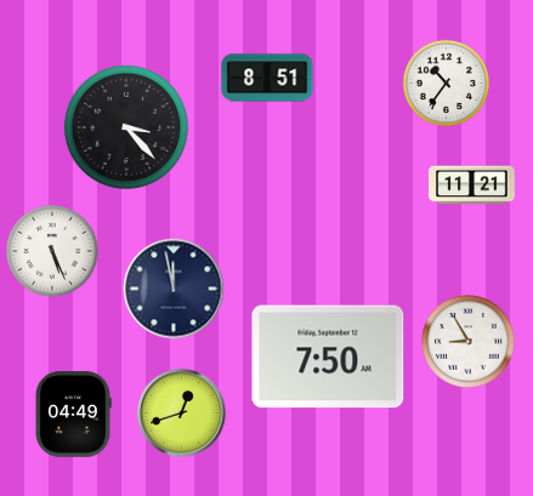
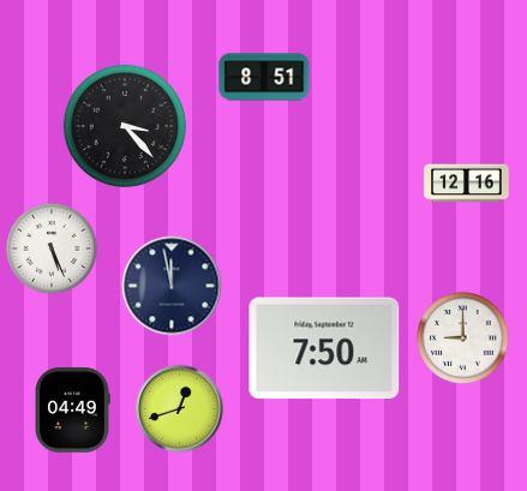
clock at (446, 82): 10:36 -> none
clock at (472, 186): 11:21 -> 12:16
clock at (469, 342): 8:55 -> 9:00
clock at (328, 357) position: (328, 357) -> (324, 348)
